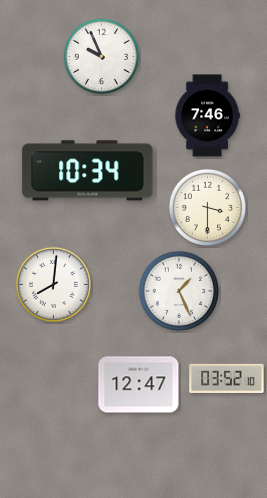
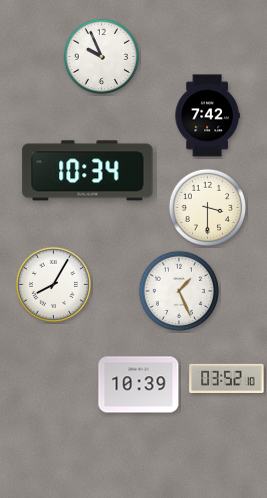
clock at (207, 116): 7:46 -> 7:42
clock at (54, 285): 8:01 -> 8:05
clock at (139, 385): 12:47 -> 10:39
